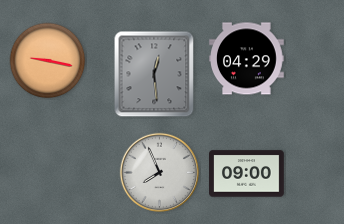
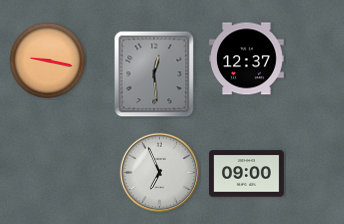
clock at (247, 59): 04:29 -> 12:37
clock at (160, 173): 7:56 -> 6:56
